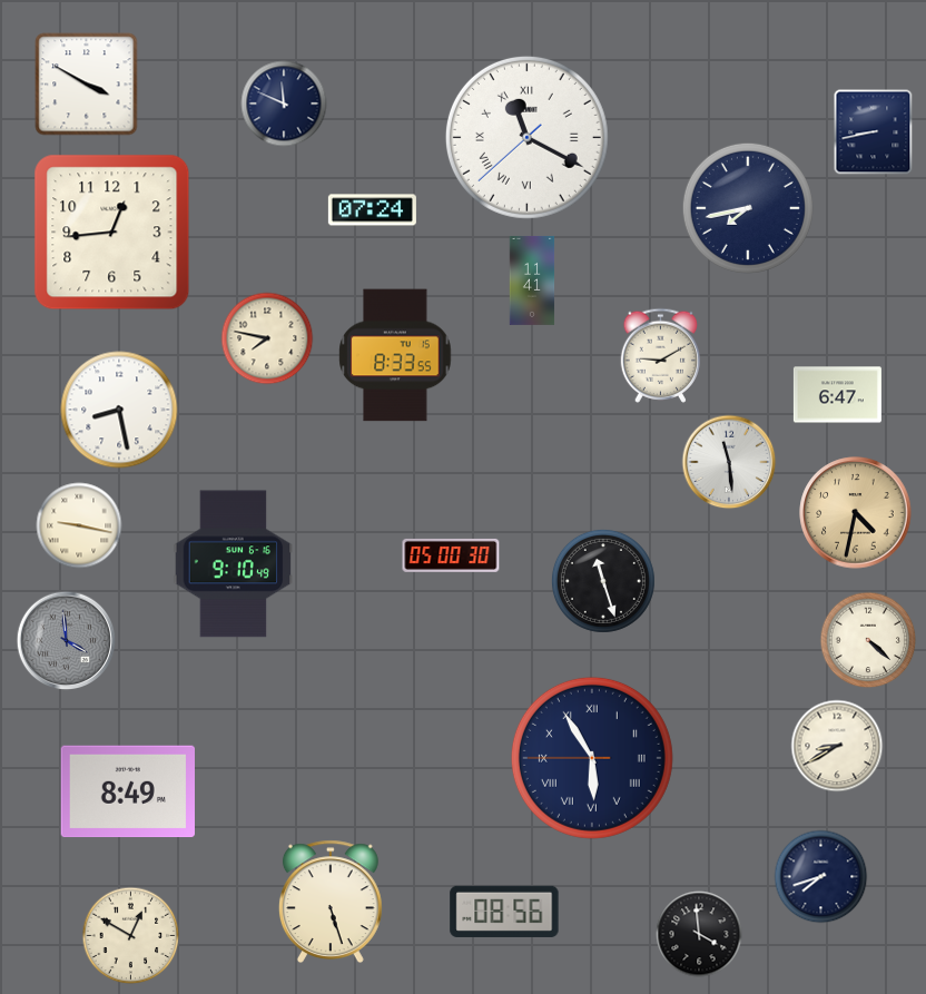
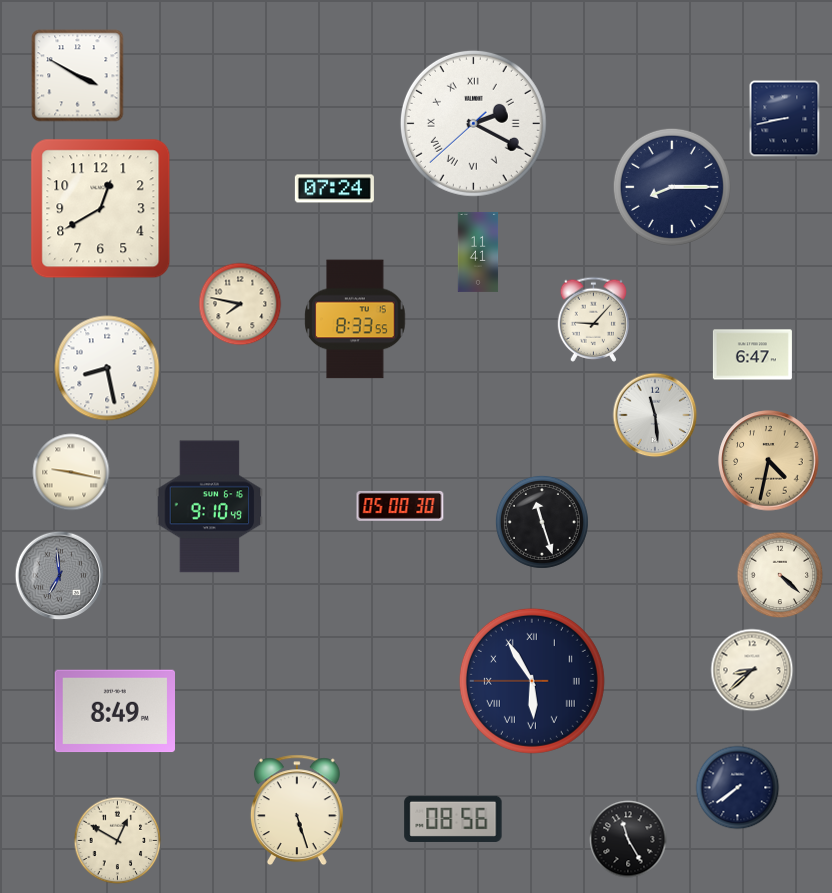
clock at (284, 104): 11:49 -> none
clock at (526, 137): 11:19 -> 2:19
clock at (748, 208): 7:43 -> 8:15
clock at (112, 233): 12:44 -> 12:40
clock at (661, 355): 9:10 -> 9:07
clock at (451, 555) position: (451, 555) -> (400, 506)
clock at (67, 641): 3:59 -> 6:59
clock at (837, 746): 8:40 -> 8:38
clock at (821, 877): 7:42 -> 7:39
clock at (699, 934): 3:59 -> 11:25
